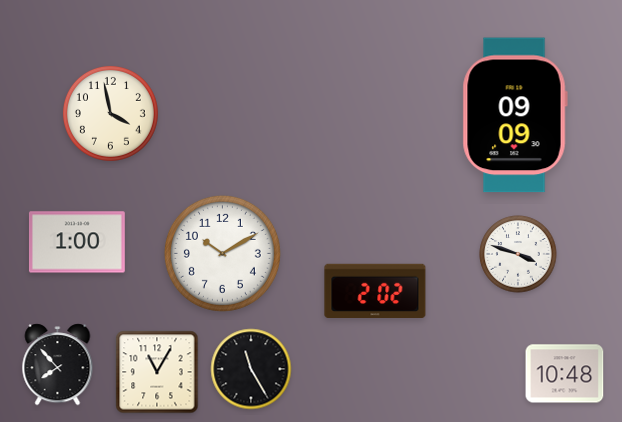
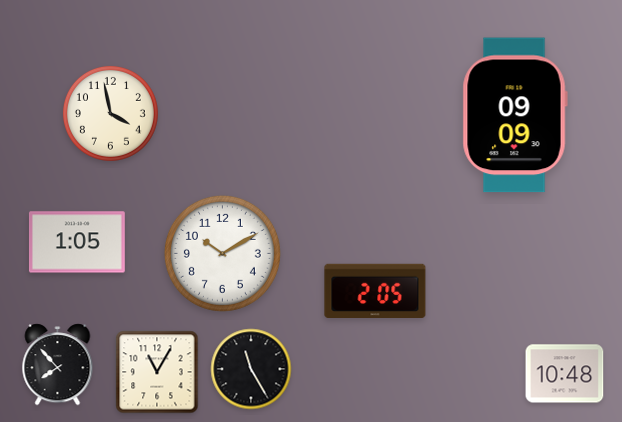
clock at (77, 242): 1:00 -> 1:05
clock at (518, 254): 3:48 -> none
clock at (375, 290): 2:02 -> 2:05
